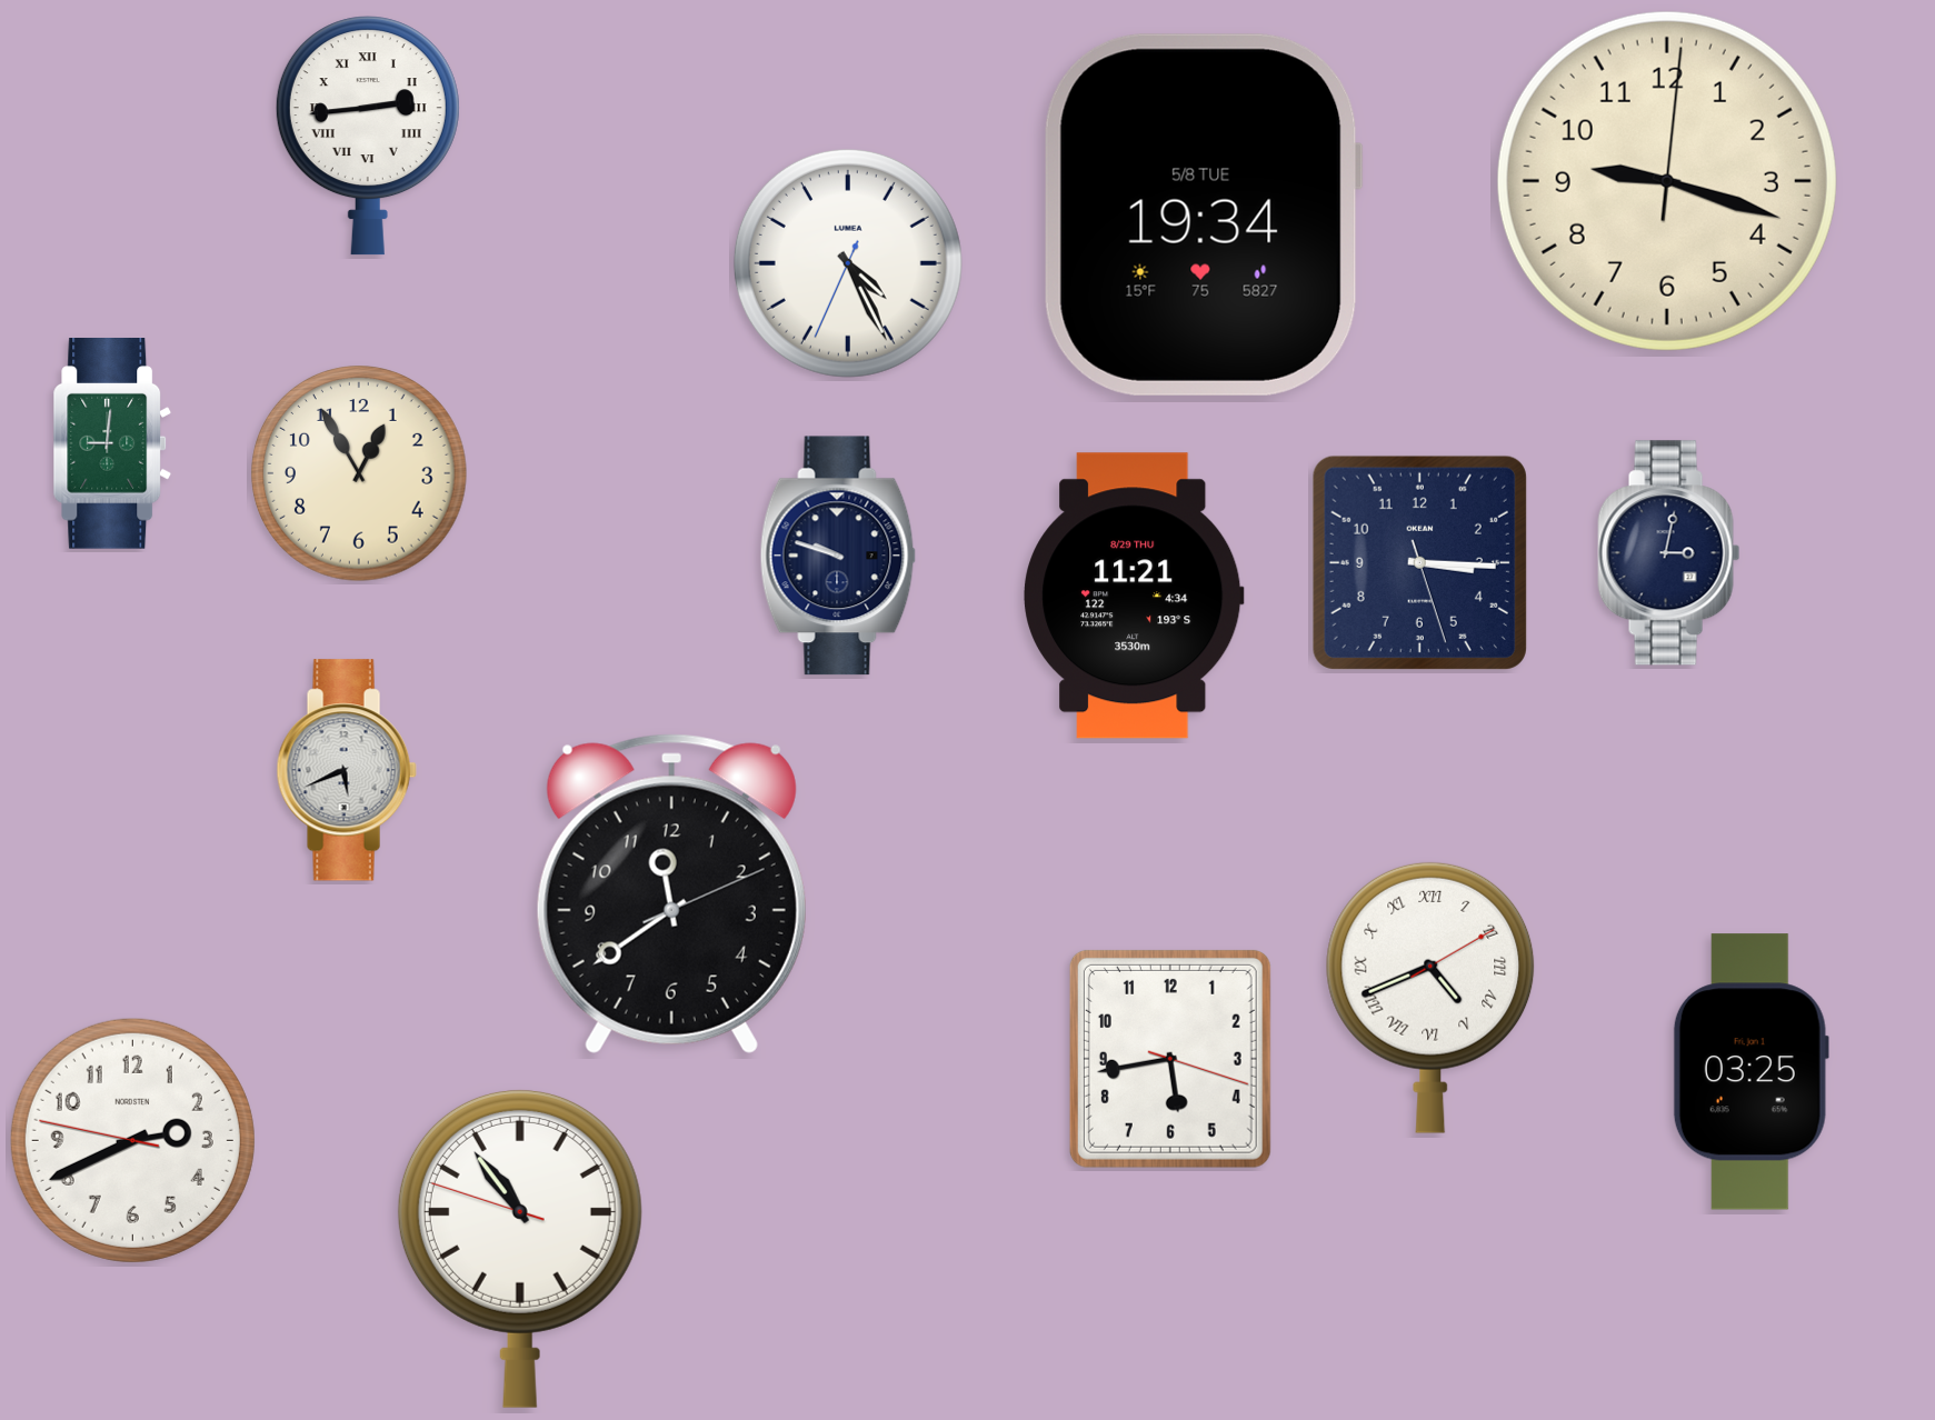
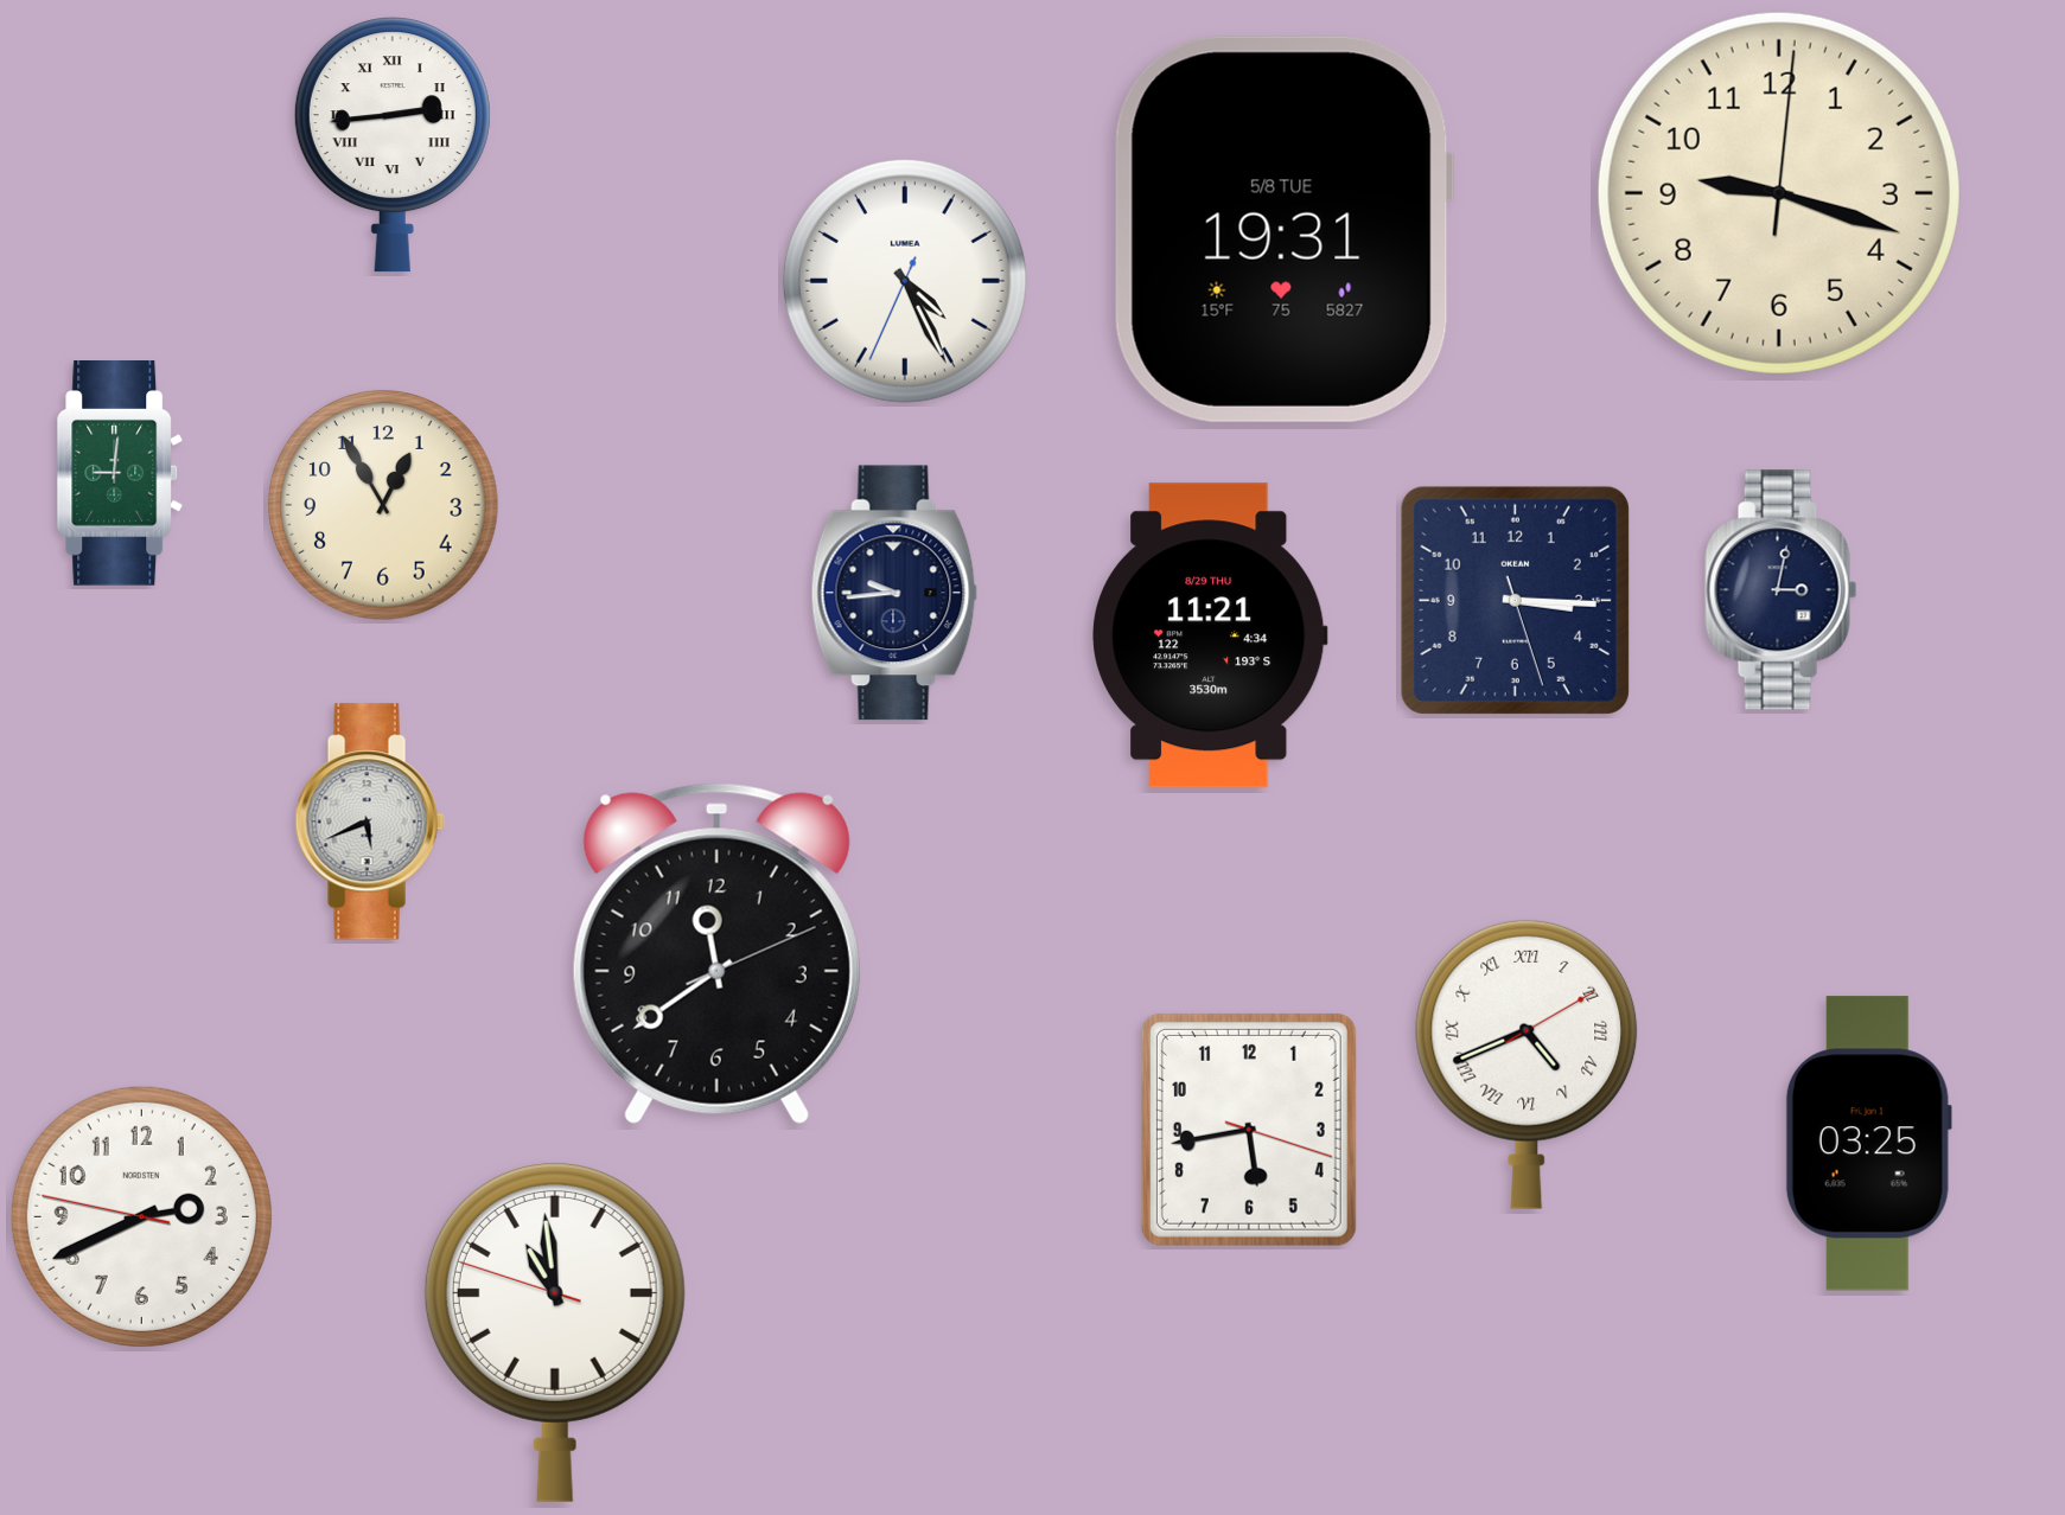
clock at (1203, 214): 19:34 -> 19:31
clock at (838, 556): 9:48 -> 9:44
clock at (520, 1248): 10:53 -> 10:58
